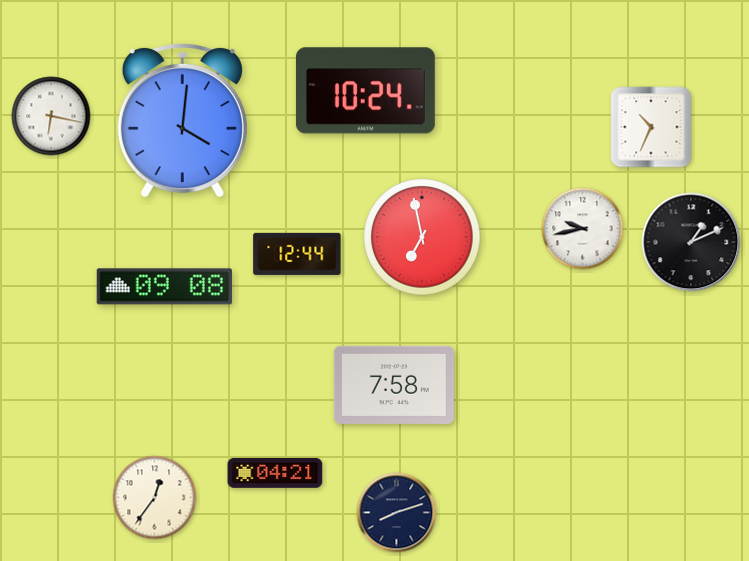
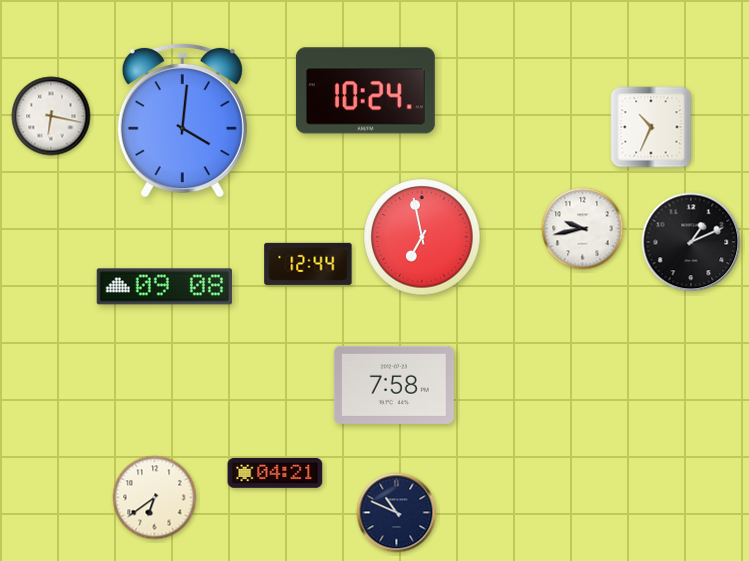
clock at (297, 254) position: (297, 254) -> (308, 264)
clock at (155, 498): 12:36 -> 6:39
clock at (397, 513): 8:12 -> 10:49
